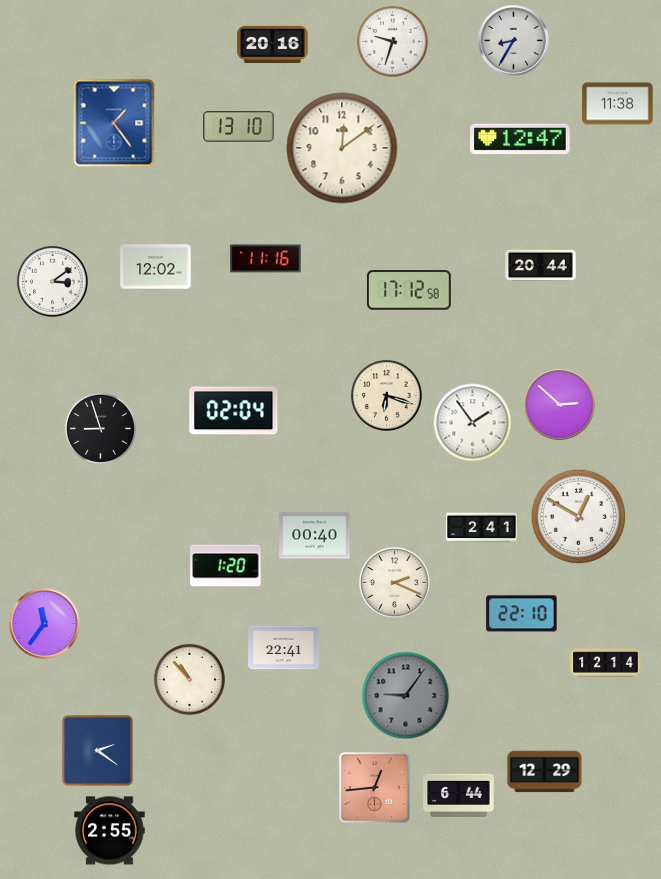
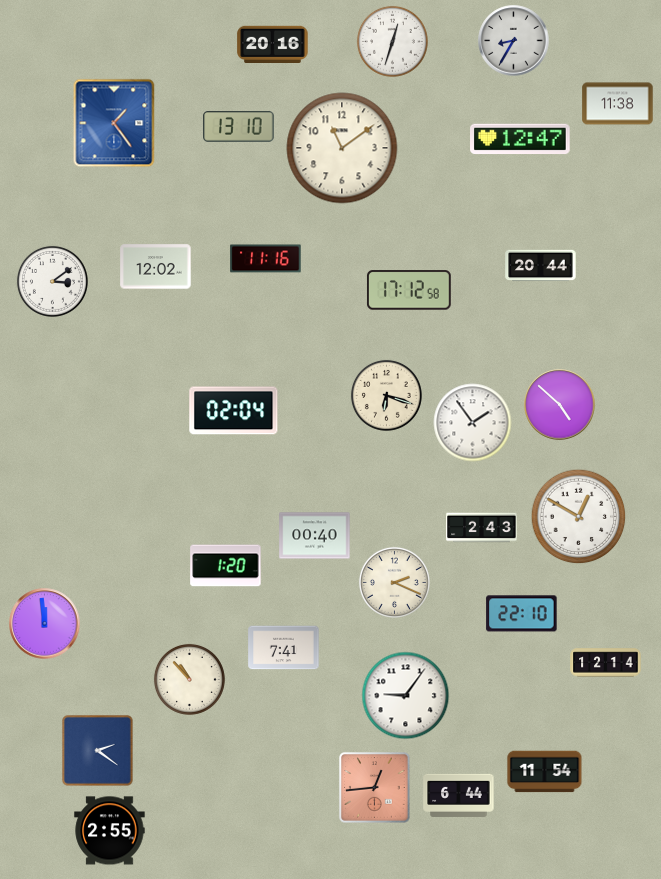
clock at (392, 41): 9:33 -> 12:33
clock at (342, 148): 12:09 -> 11:09
clock at (560, 405): 2:52 -> 4:52
clock at (100, 428): 8:57 -> none
clock at (482, 528): 2:41 -> 2:43
clock at (45, 624): 11:36 -> 11:59
clock at (284, 648): 22:41 -> 7:41
clock at (406, 696) dial: grey -> white
clock at (545, 772): 12:29 -> 11:54
